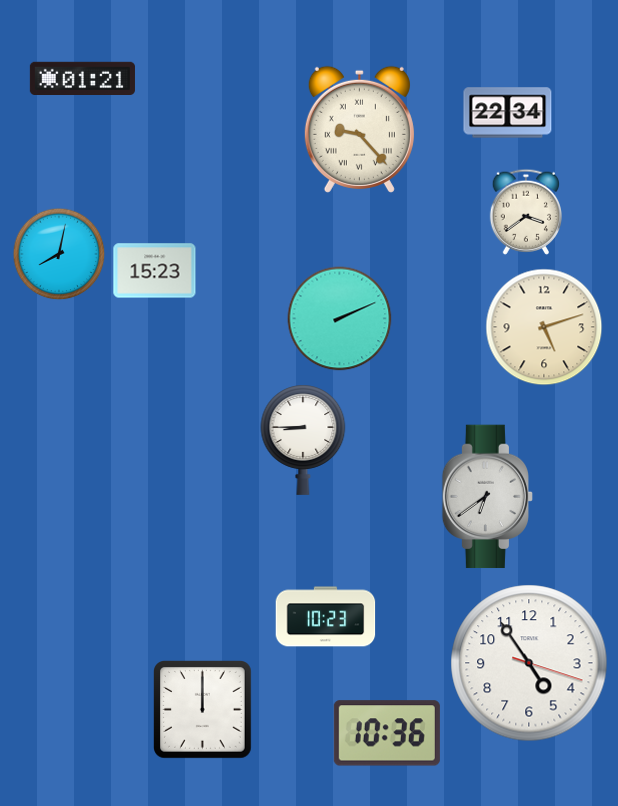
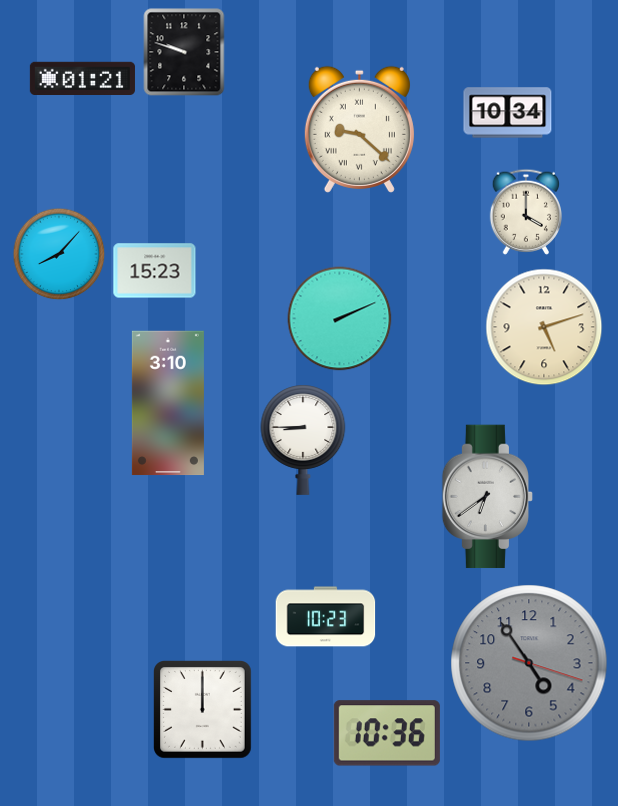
clock at (184, 52): none -> 9:48
clock at (508, 113): 22:34 -> 10:34
clock at (359, 129): 9:23 -> 9:22
clock at (525, 212): 3:39 -> 4:00
clock at (59, 254): 8:02 -> 8:07
clock at (168, 403): none -> 3:10
clock at (529, 663) dial: white -> grey
